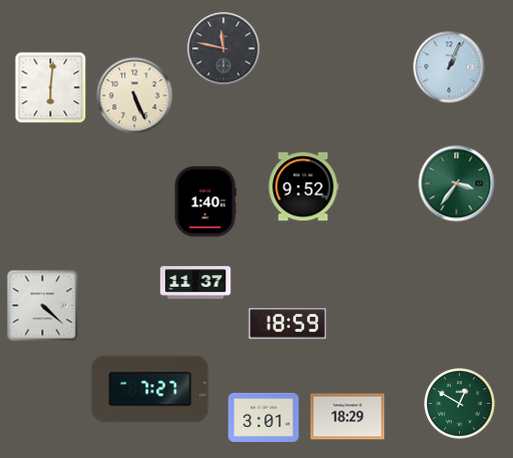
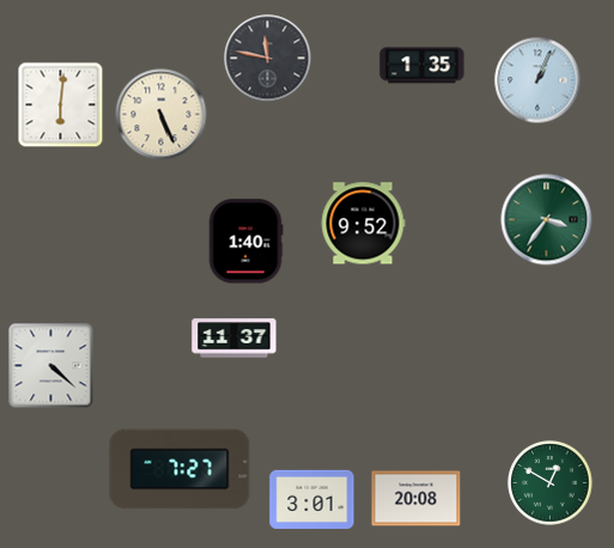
clock at (422, 66): none -> 1:35
clock at (288, 324): 18:59 -> none
clock at (150, 389) position: (150, 389) -> (180, 469)
clock at (264, 417) position: (264, 417) -> (312, 499)
clock at (348, 417): 18:29 -> 20:08
